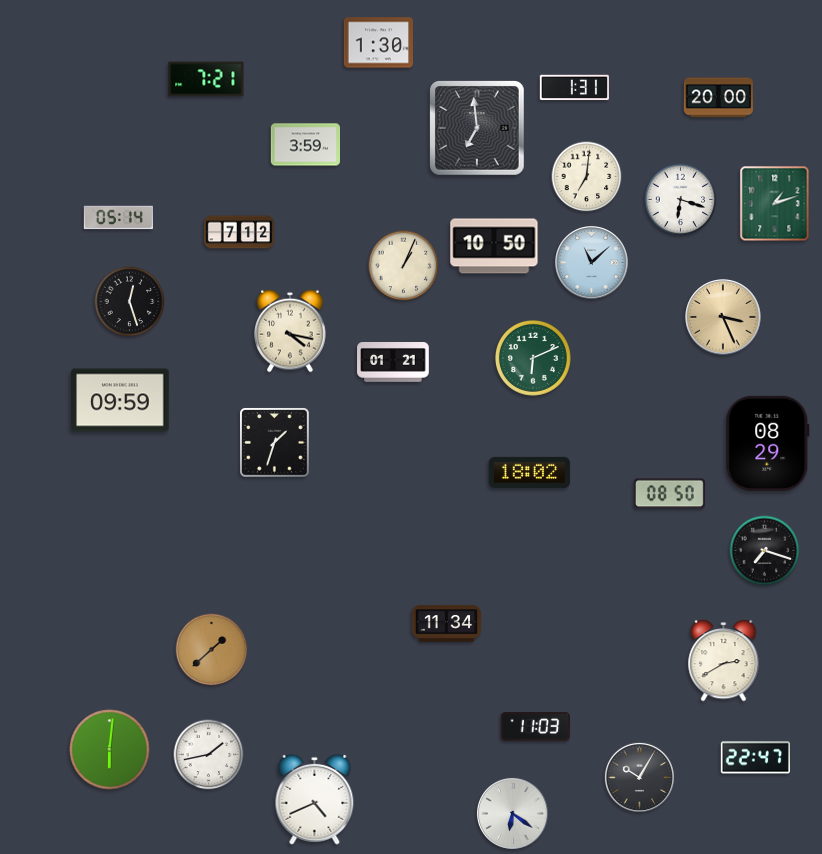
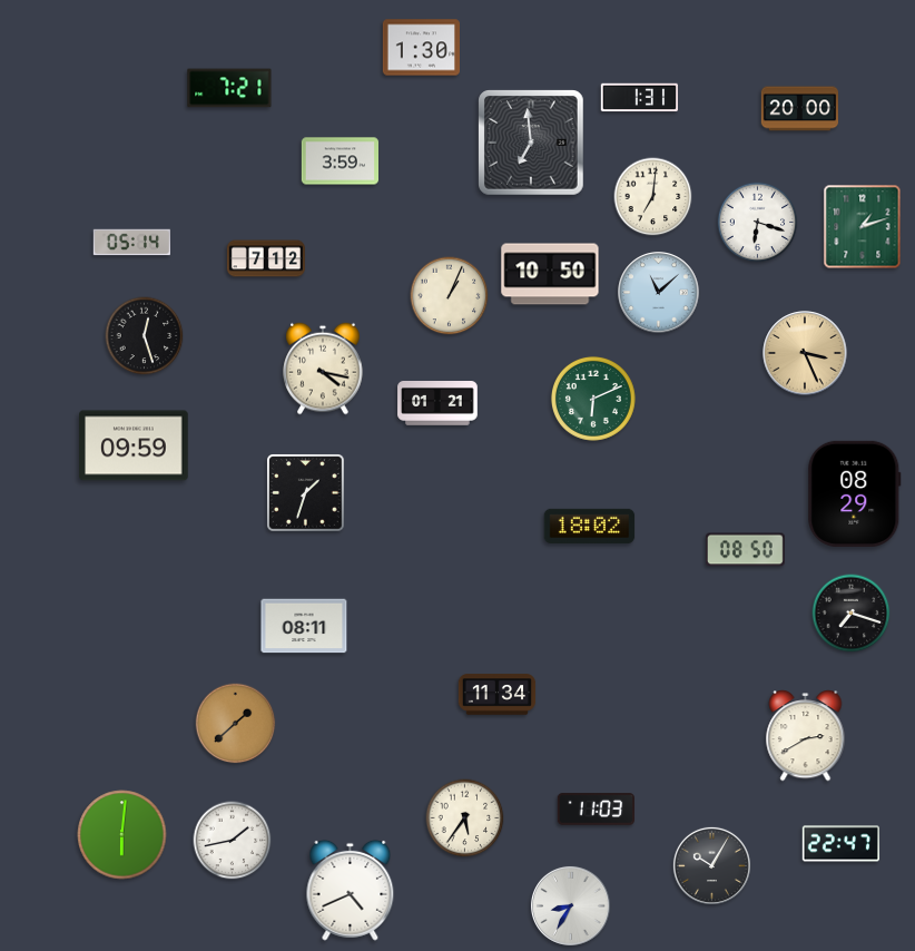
clock at (304, 626): none -> 08:11
clock at (465, 818): none -> 5:36
clock at (512, 813): 6:21 -> 8:35
